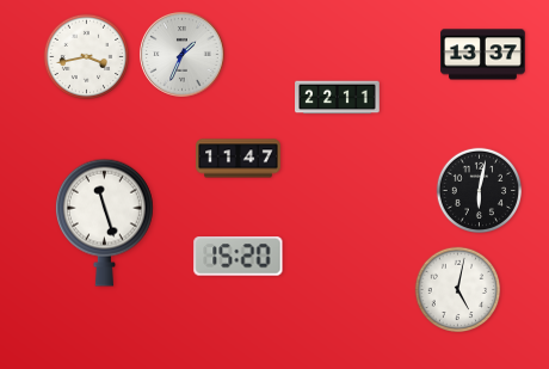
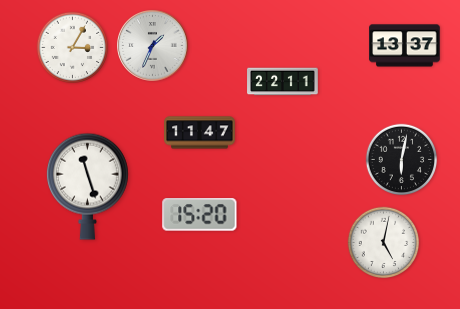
clock at (87, 57): 3:43 -> 3:05
